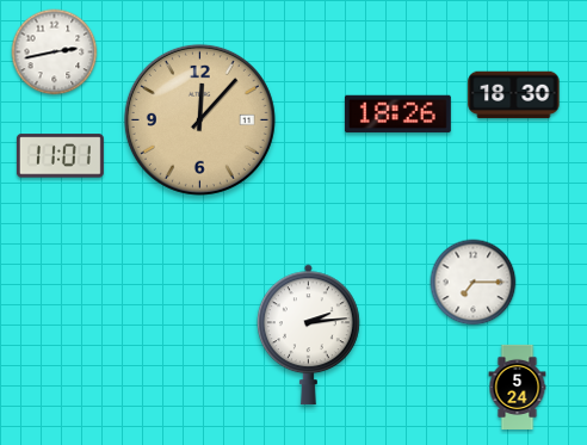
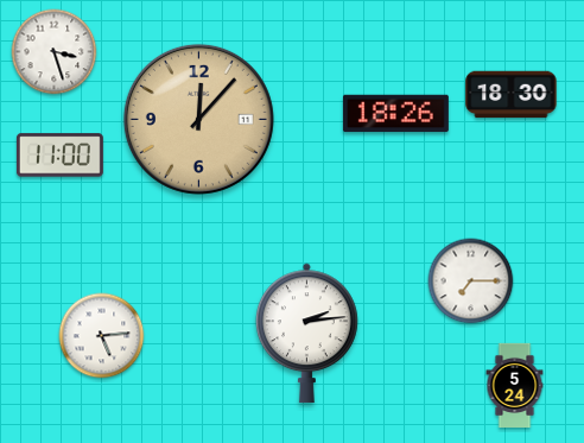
clock at (55, 52): 2:43 -> 3:27
clock at (60, 156): 11:01 -> 11:00
clock at (102, 336): none -> 5:14
